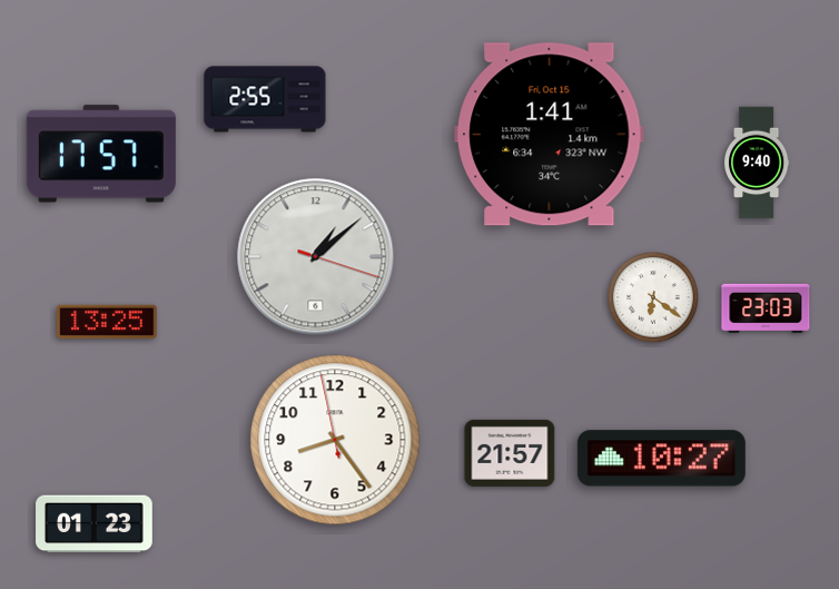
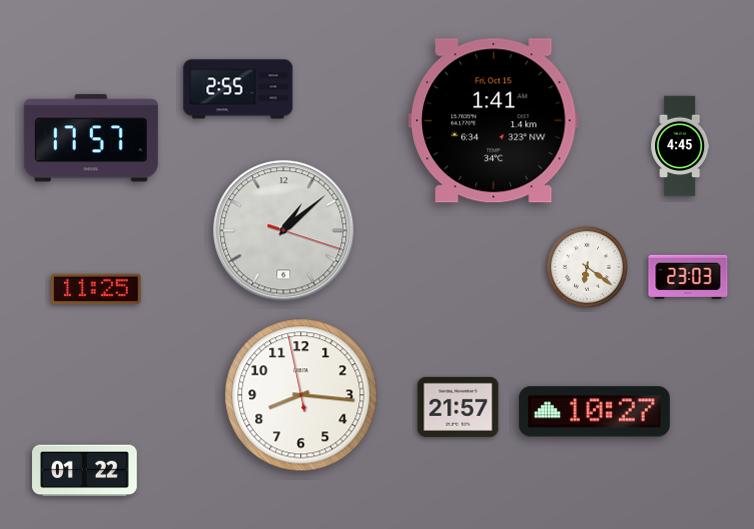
clock at (757, 163): 9:40 -> 4:45
clock at (107, 321): 13:25 -> 11:25
clock at (335, 440): 8:23 -> 8:15
clock at (95, 524): 01:23 -> 01:22
